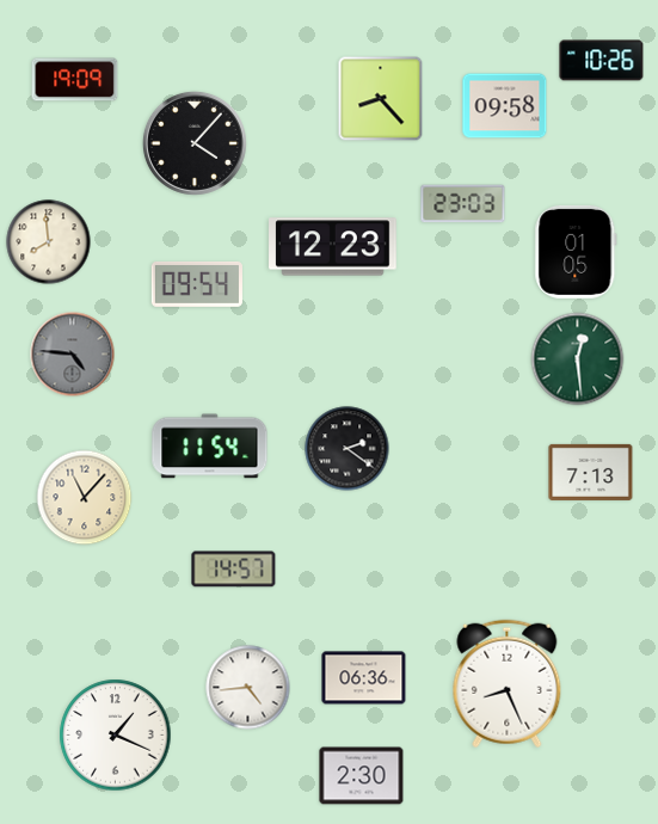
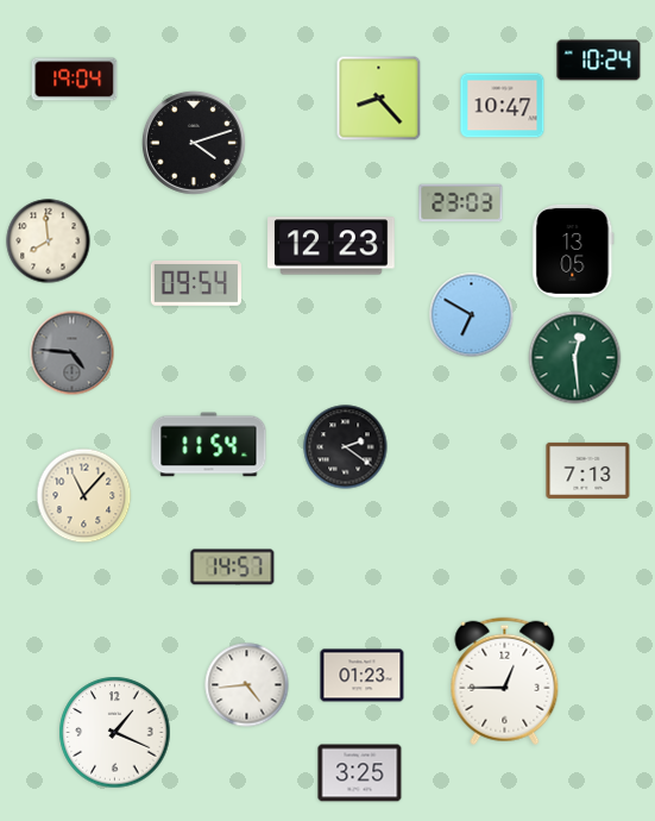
clock at (602, 61): 10:26 -> 10:24
clock at (75, 80): 19:09 -> 19:04
clock at (505, 106): 09:58 -> 10:47
clock at (195, 143): 4:07 -> 4:12
clock at (576, 252): 01:05 -> 13:05
clock at (472, 315): none -> 6:50
clock at (364, 678): 06:36 -> 01:23
clock at (508, 684): 8:26 -> 12:45
clock at (362, 776): 2:30 -> 3:25
